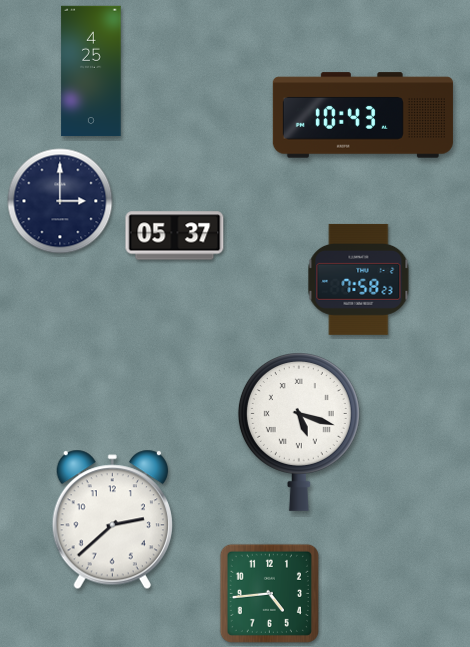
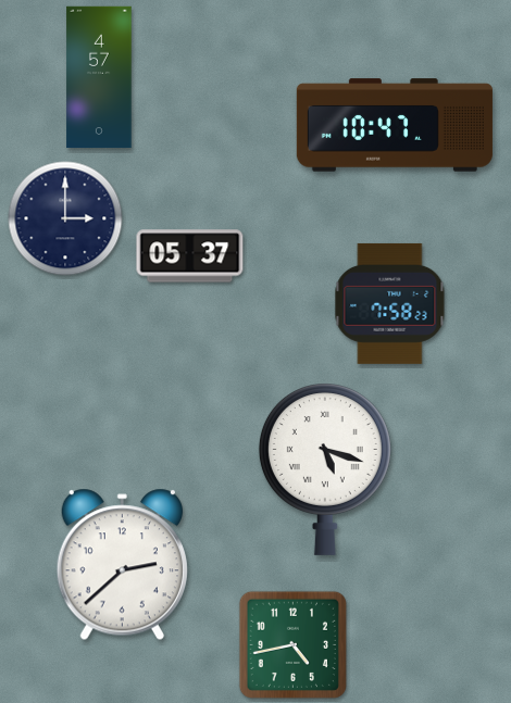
clock at (91, 71): 4:25 -> 4:57
clock at (363, 115): 10:43 -> 10:47
clock at (269, 593): 4:44 -> 4:43
